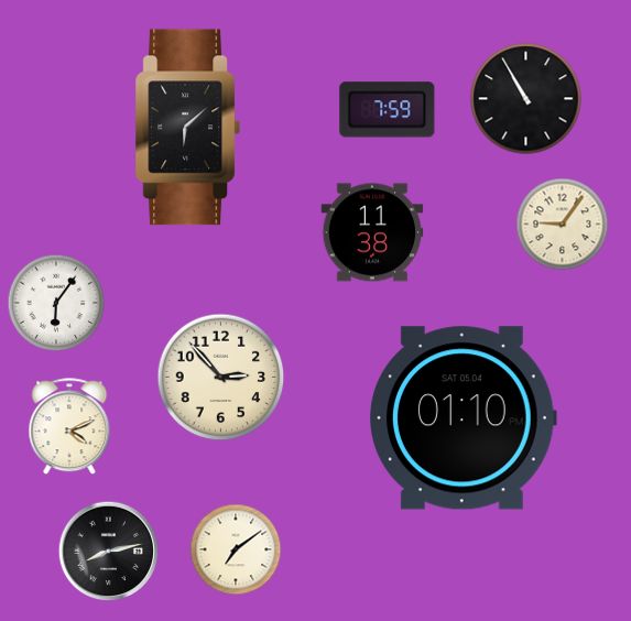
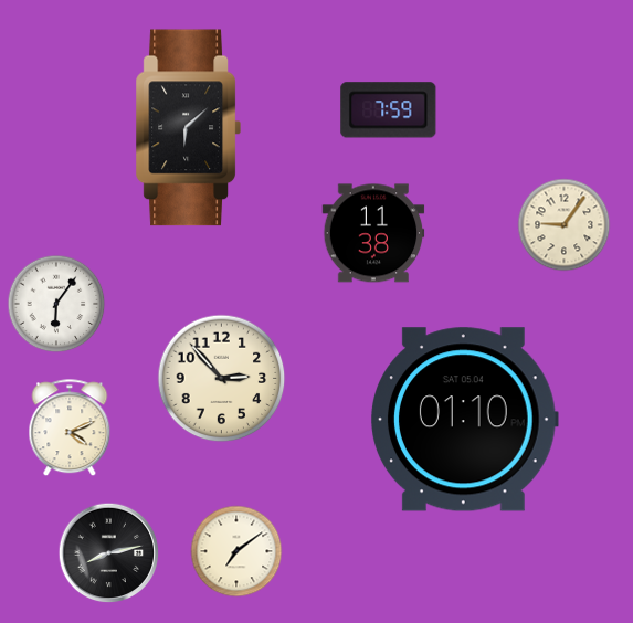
clock at (526, 99): 10:55 -> none
